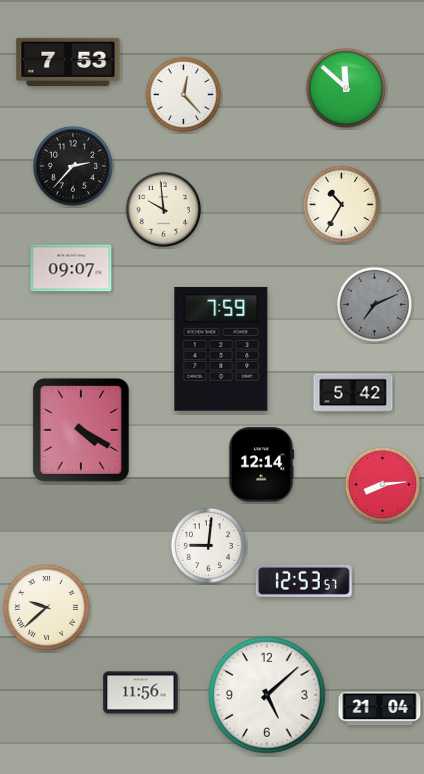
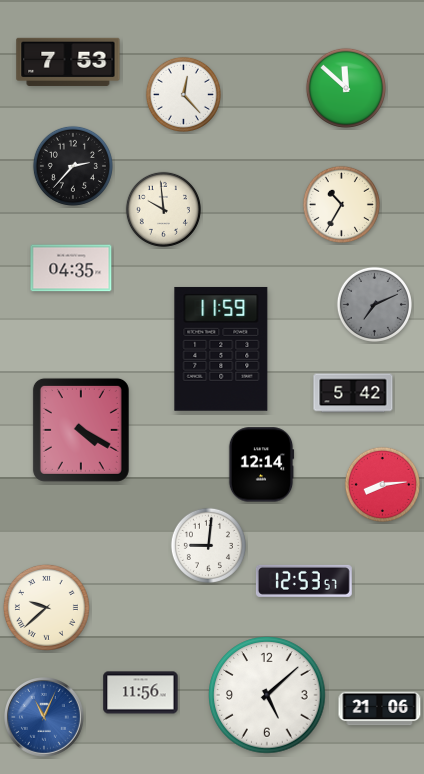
clock at (71, 268): 09:07 -> 04:35
clock at (221, 349): 7:59 -> 11:59
clock at (380, 709): 21:04 -> 21:06
clock at (45, 718): none -> 11:04
